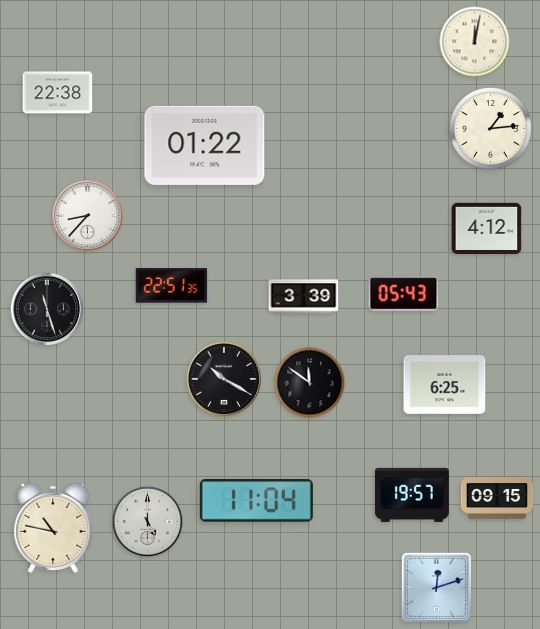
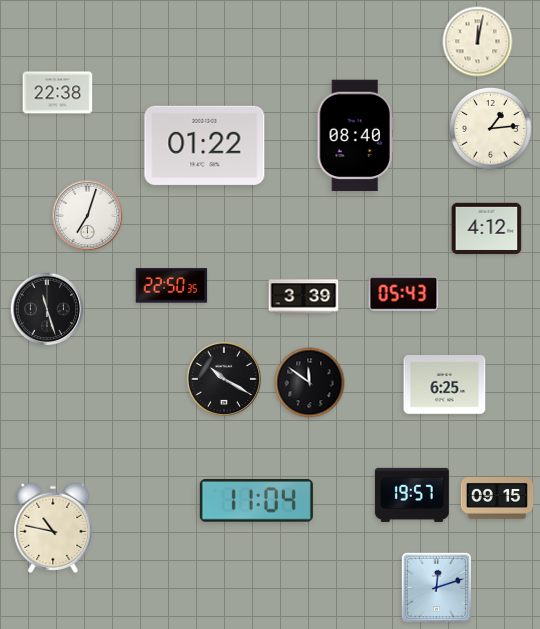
clock at (475, 42) position: (475, 42) -> (478, 42)
clock at (355, 136): none -> 08:40
clock at (88, 216): 8:37 -> 7:03
clock at (172, 286): 22:51 -> 22:50
clock at (148, 522): 5:00 -> none
